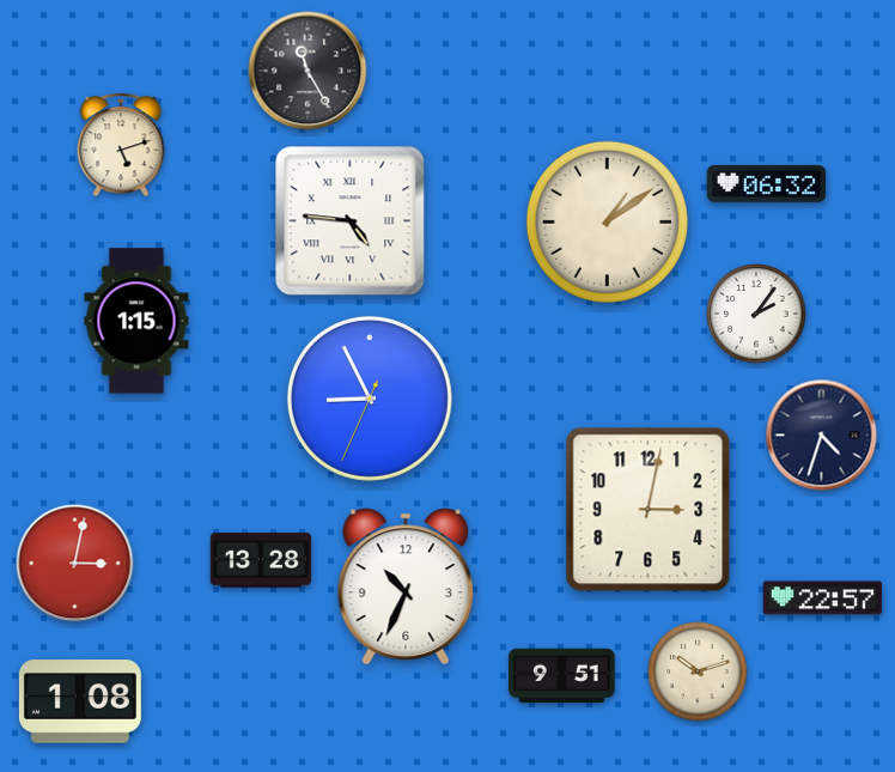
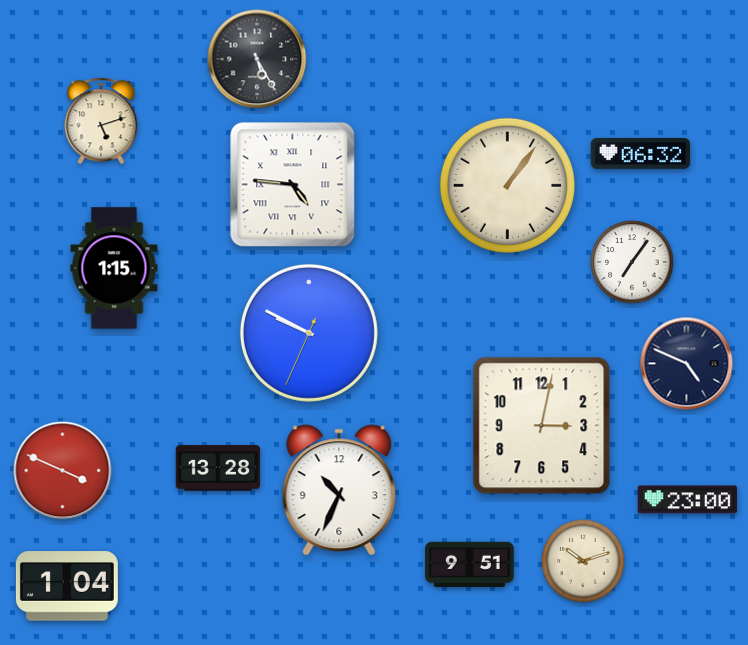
clock at (308, 71): 11:25 -> 5:25
clock at (607, 221): 1:09 -> 1:06
clock at (756, 314): 2:06 -> 7:06
clock at (370, 399): 8:55 -> 9:49
clock at (822, 436): 4:33 -> 4:49
clock at (75, 564): 3:02 -> 3:49
clock at (822, 598): 22:57 -> 23:00
clock at (80, 701): 1:08 -> 1:04
